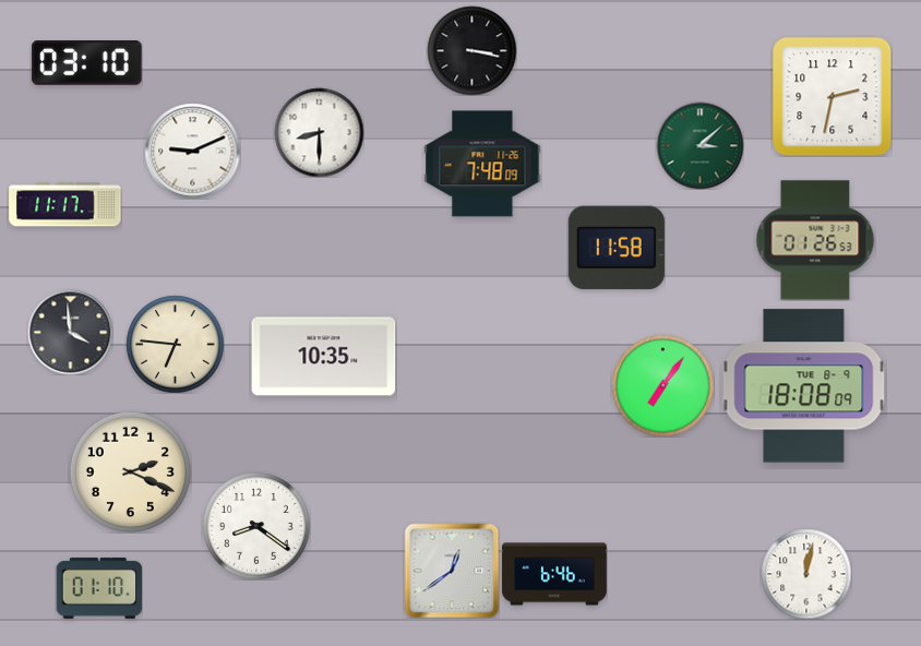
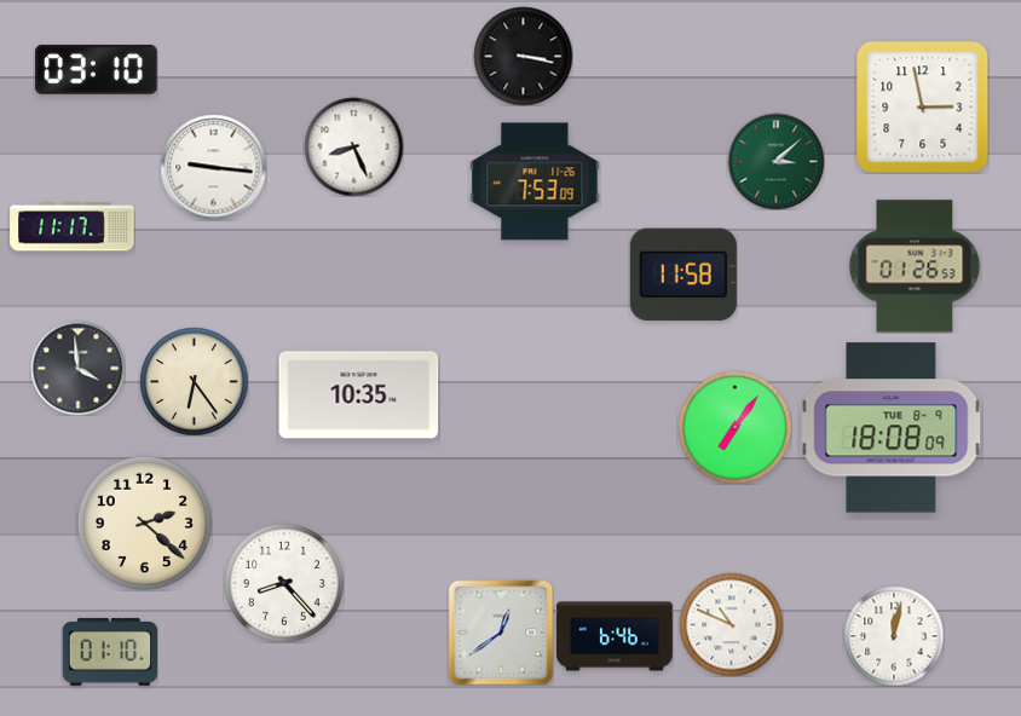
clock at (832, 96): 2:32 -> 2:58
clock at (319, 132): 8:30 -> 8:26
clock at (192, 151): 9:11 -> 9:16
clock at (482, 164): 7:48 -> 7:53
clock at (815, 240) position: (815, 240) -> (915, 266)
clock at (175, 344): 6:46 -> 6:24
clock at (130, 471): 2:19 -> 2:22
clock at (258, 527): 8:21 -> 8:23
clock at (731, 624): none -> 10:49
